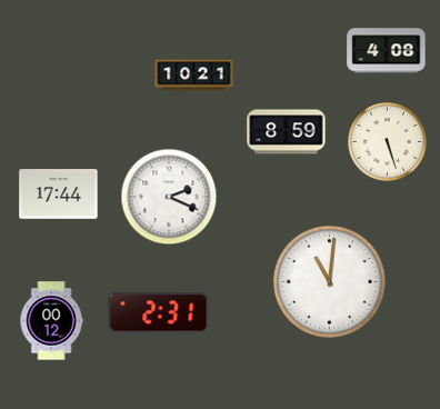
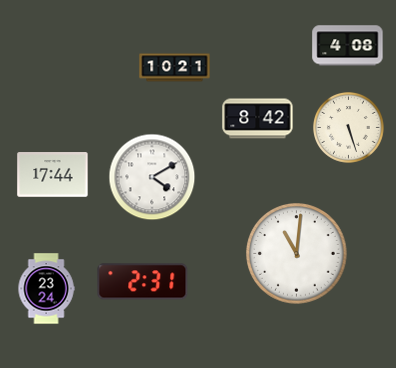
clock at (287, 132): 8:59 -> 8:42
clock at (169, 197): 2:19 -> 4:10
clock at (51, 321): 00:12 -> 23:24
